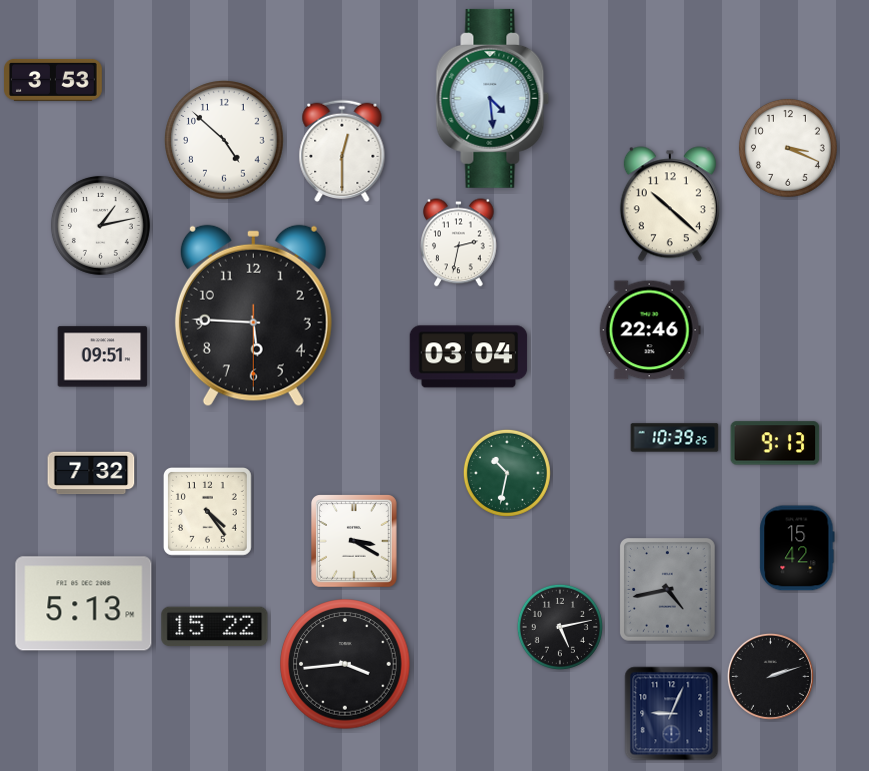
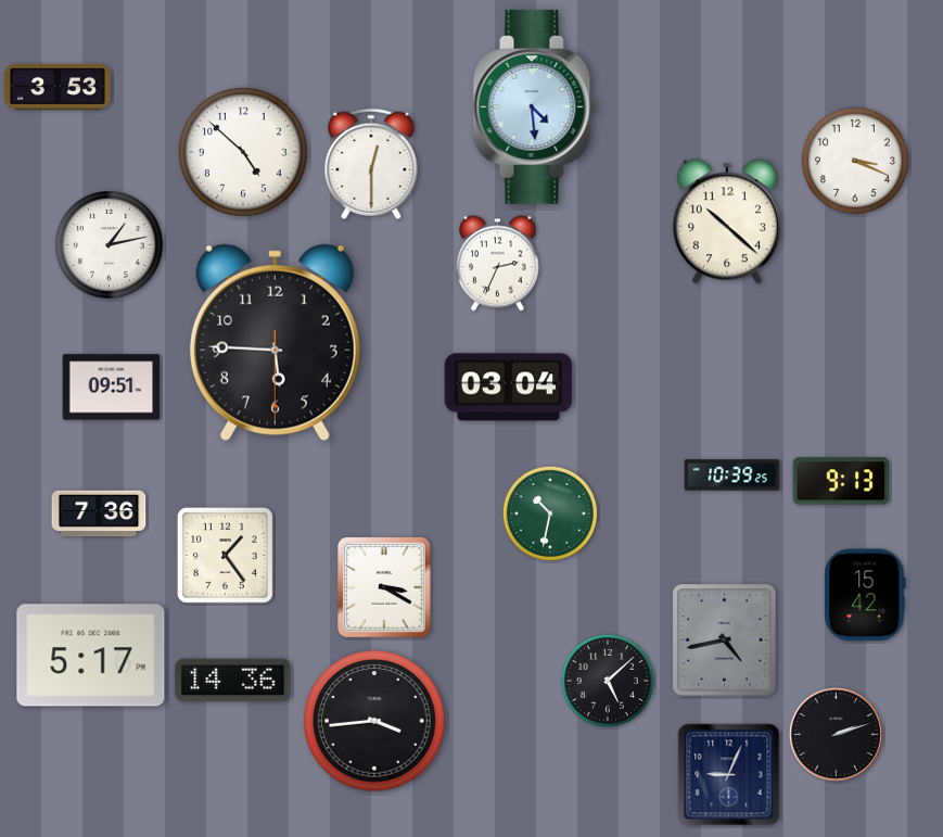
clock at (459, 243): 2:32 -> 2:34
clock at (650, 330): 22:46 -> none
clock at (91, 473): 7:32 -> 7:36
clock at (208, 512): 4:24 -> 1:24
clock at (84, 604): 5:13 -> 5:17
clock at (215, 627): 15:22 -> 14:36
clock at (560, 627): 5:13 -> 5:08
